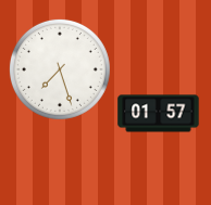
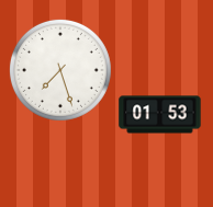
clock at (159, 114): 01:57 -> 01:53
